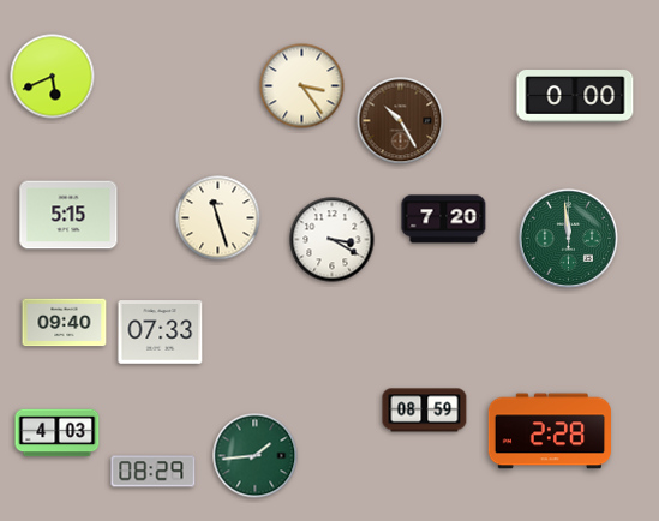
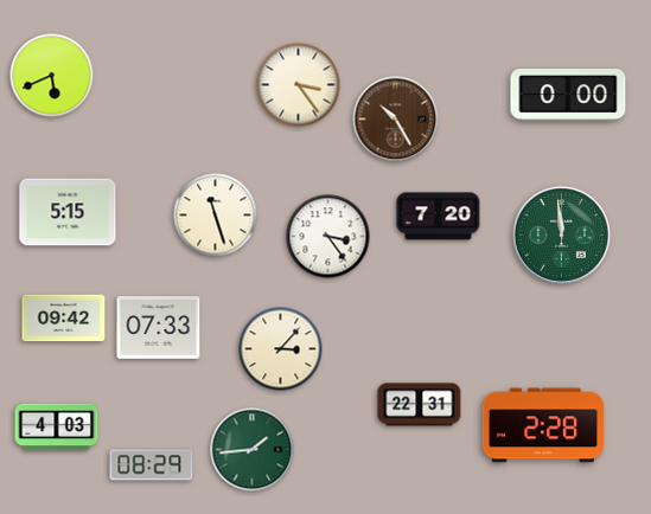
clock at (333, 240): 3:20 -> 3:24
clock at (65, 323): 09:40 -> 09:42
clock at (281, 349): none -> 3:07
clock at (425, 411): 08:59 -> 22:31
